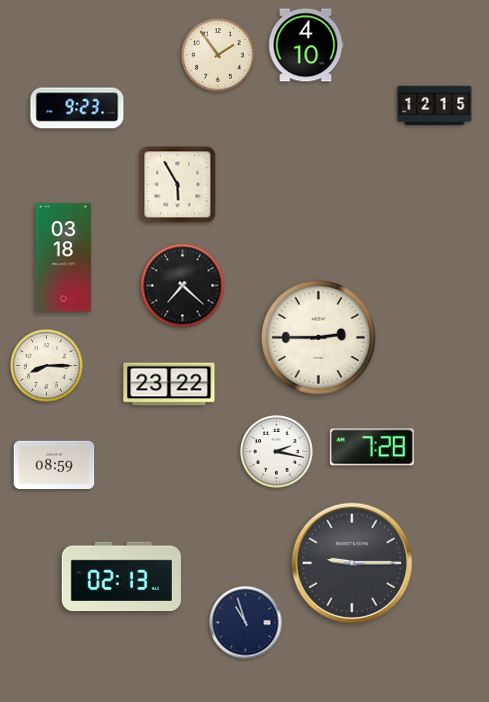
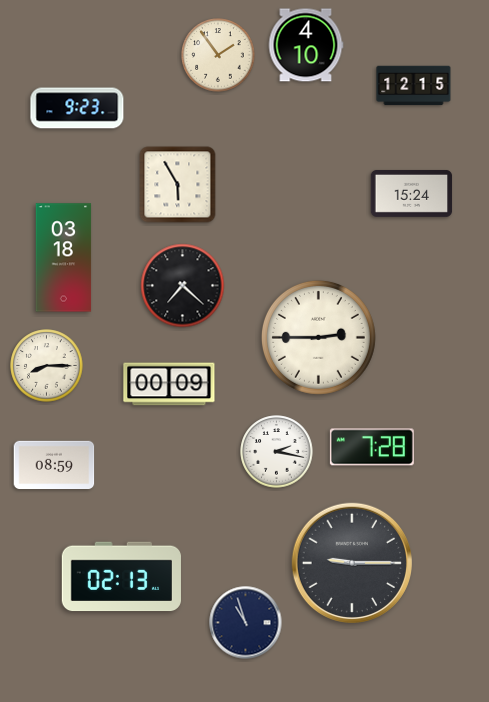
clock at (435, 106) position: (435, 106) -> (414, 86)
clock at (412, 193): none -> 15:24
clock at (169, 384): 23:22 -> 00:09
